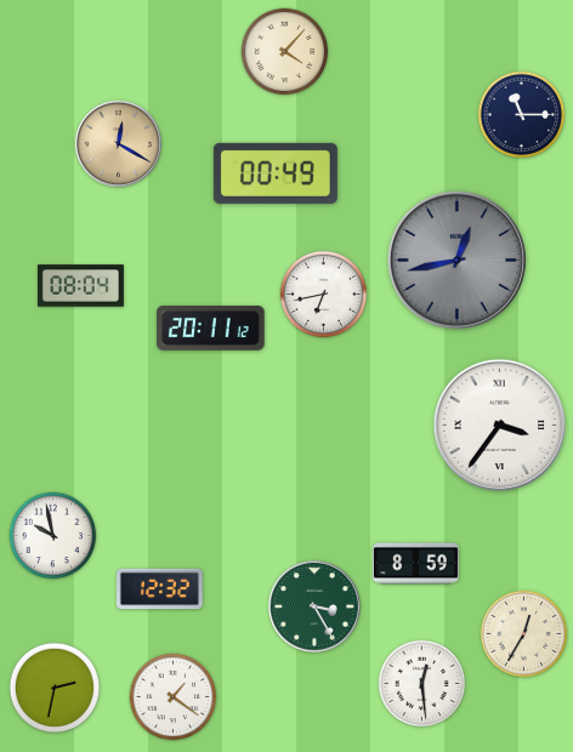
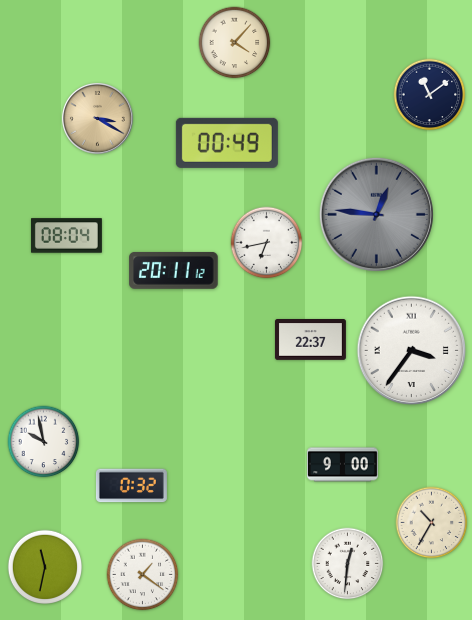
clock at (522, 115): 11:15 -> 11:09
clock at (118, 143): 12:20 -> 3:20
clock at (456, 260): 12:43 -> 12:46
clock at (310, 340): none -> 22:37
clock at (415, 564): 8:59 -> 9:00
clock at (159, 589): 12:32 -> 0:32
clock at (314, 606): 3:25 -> none
clock at (524, 634): 12:35 -> 10:35
clock at (422, 684): 12:29 -> 12:31
clock at (53, 687): 2:32 -> 11:32
